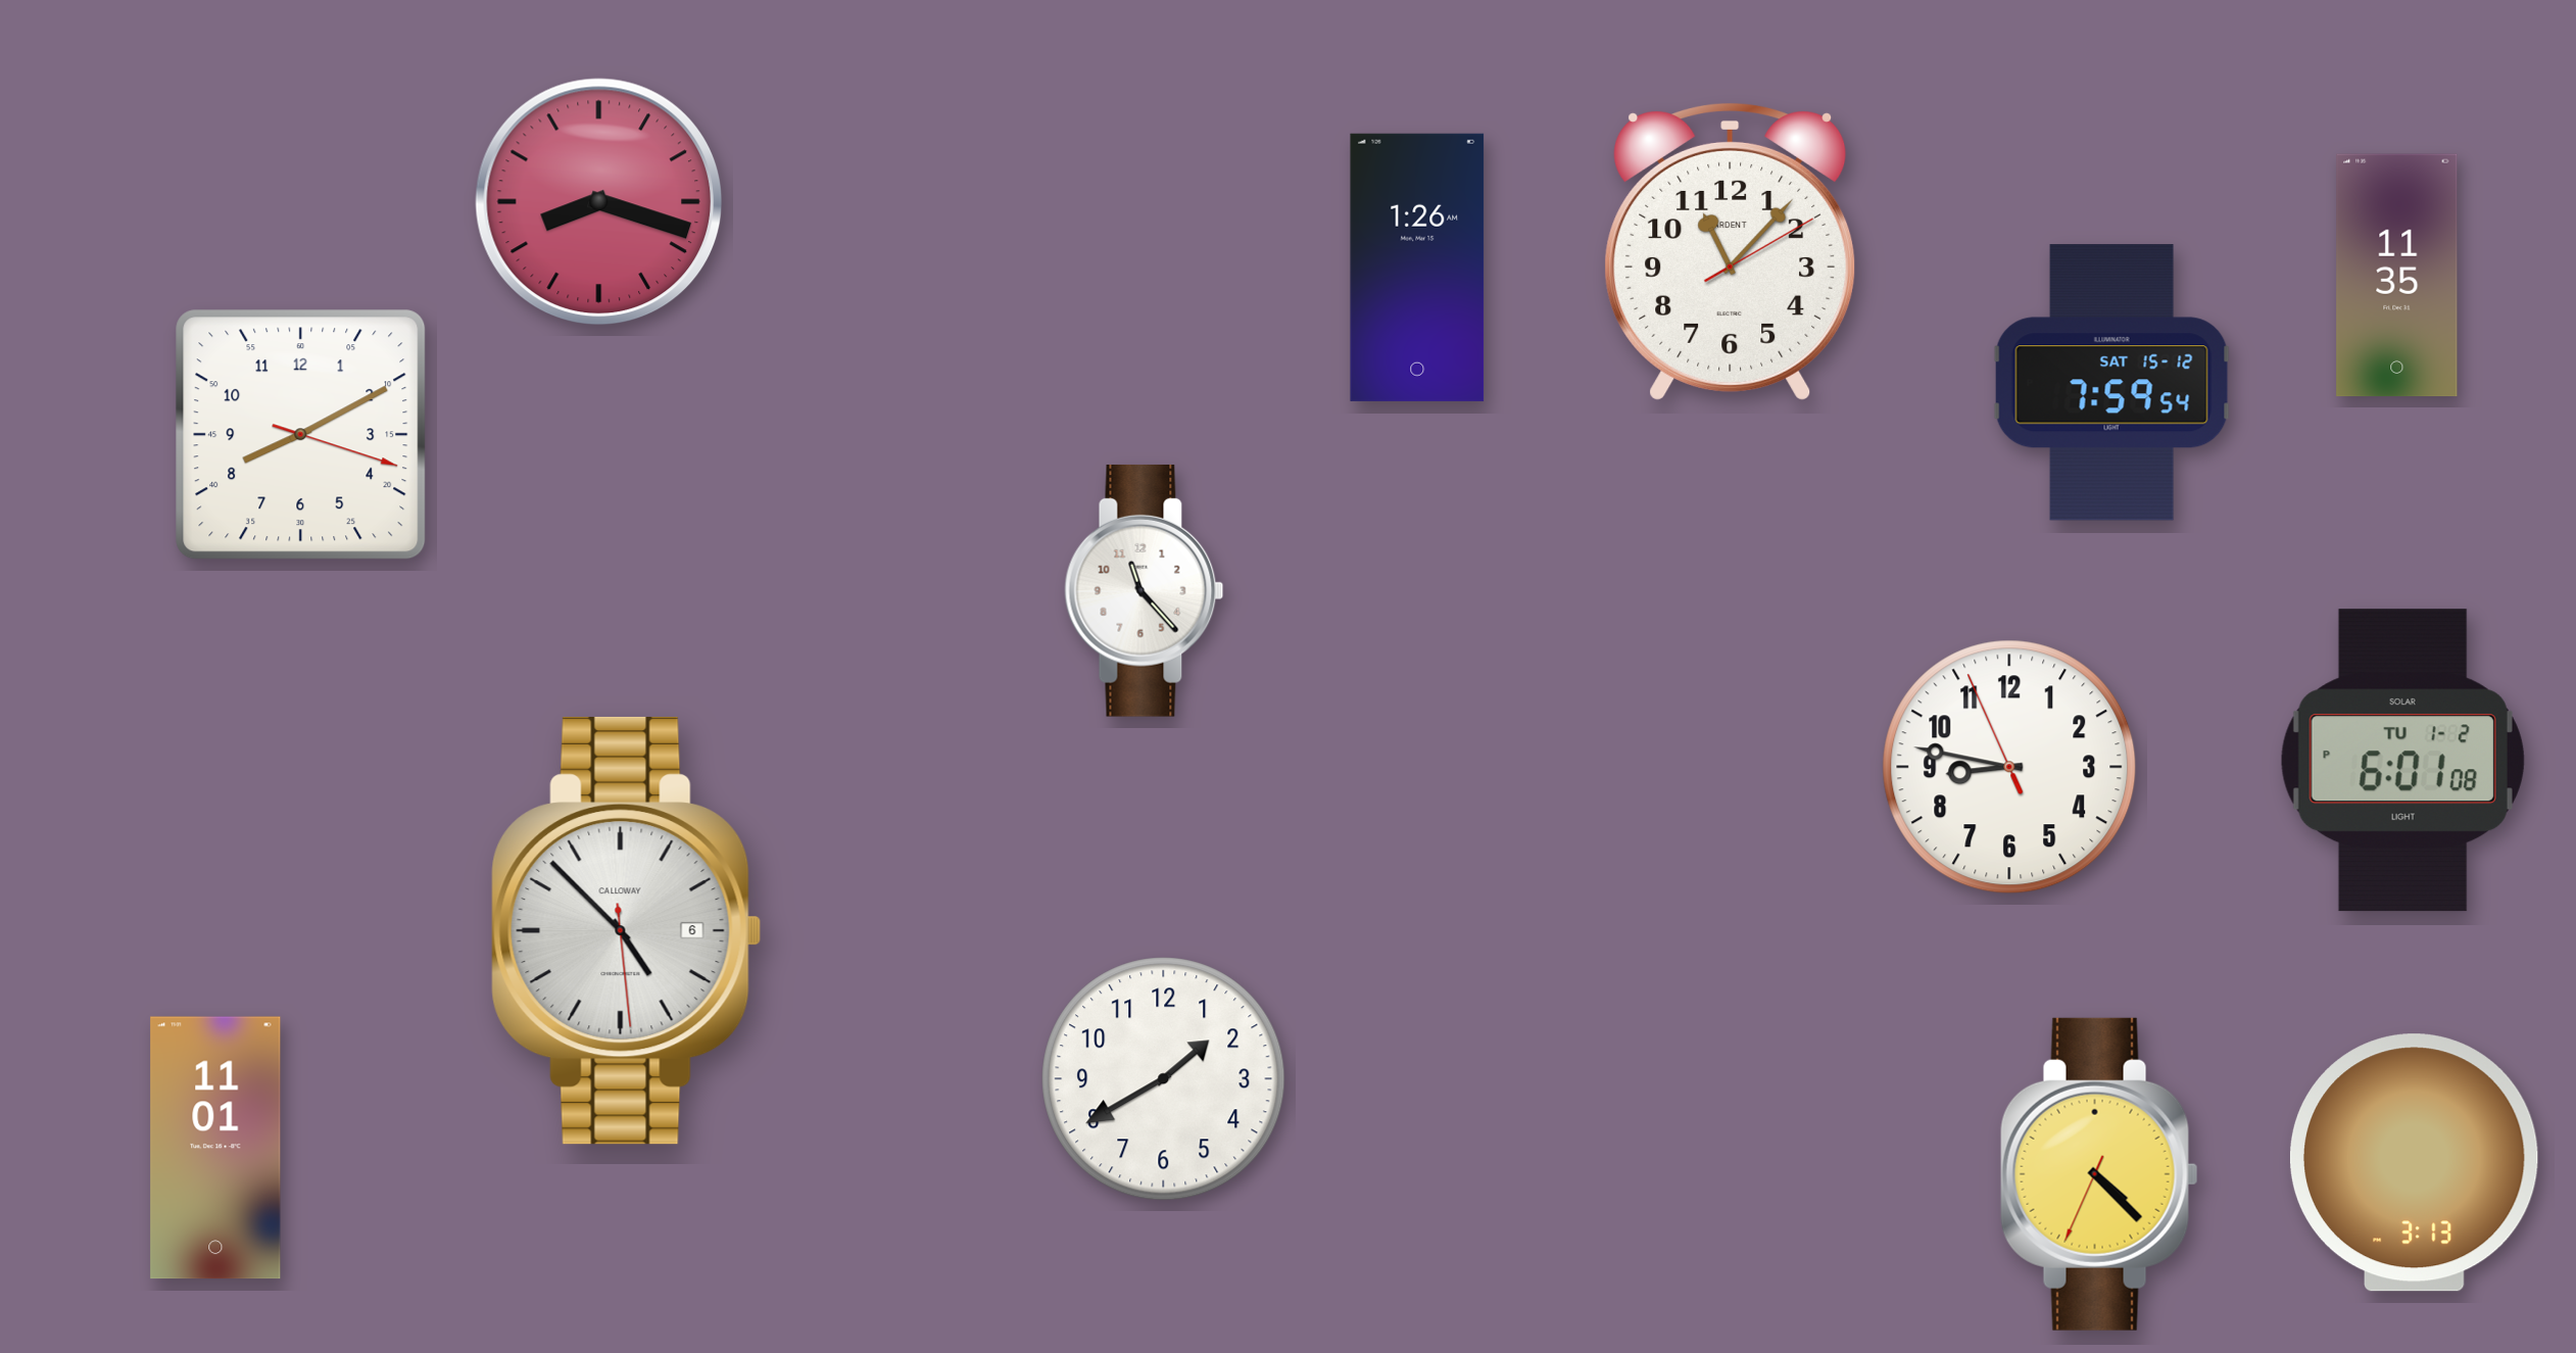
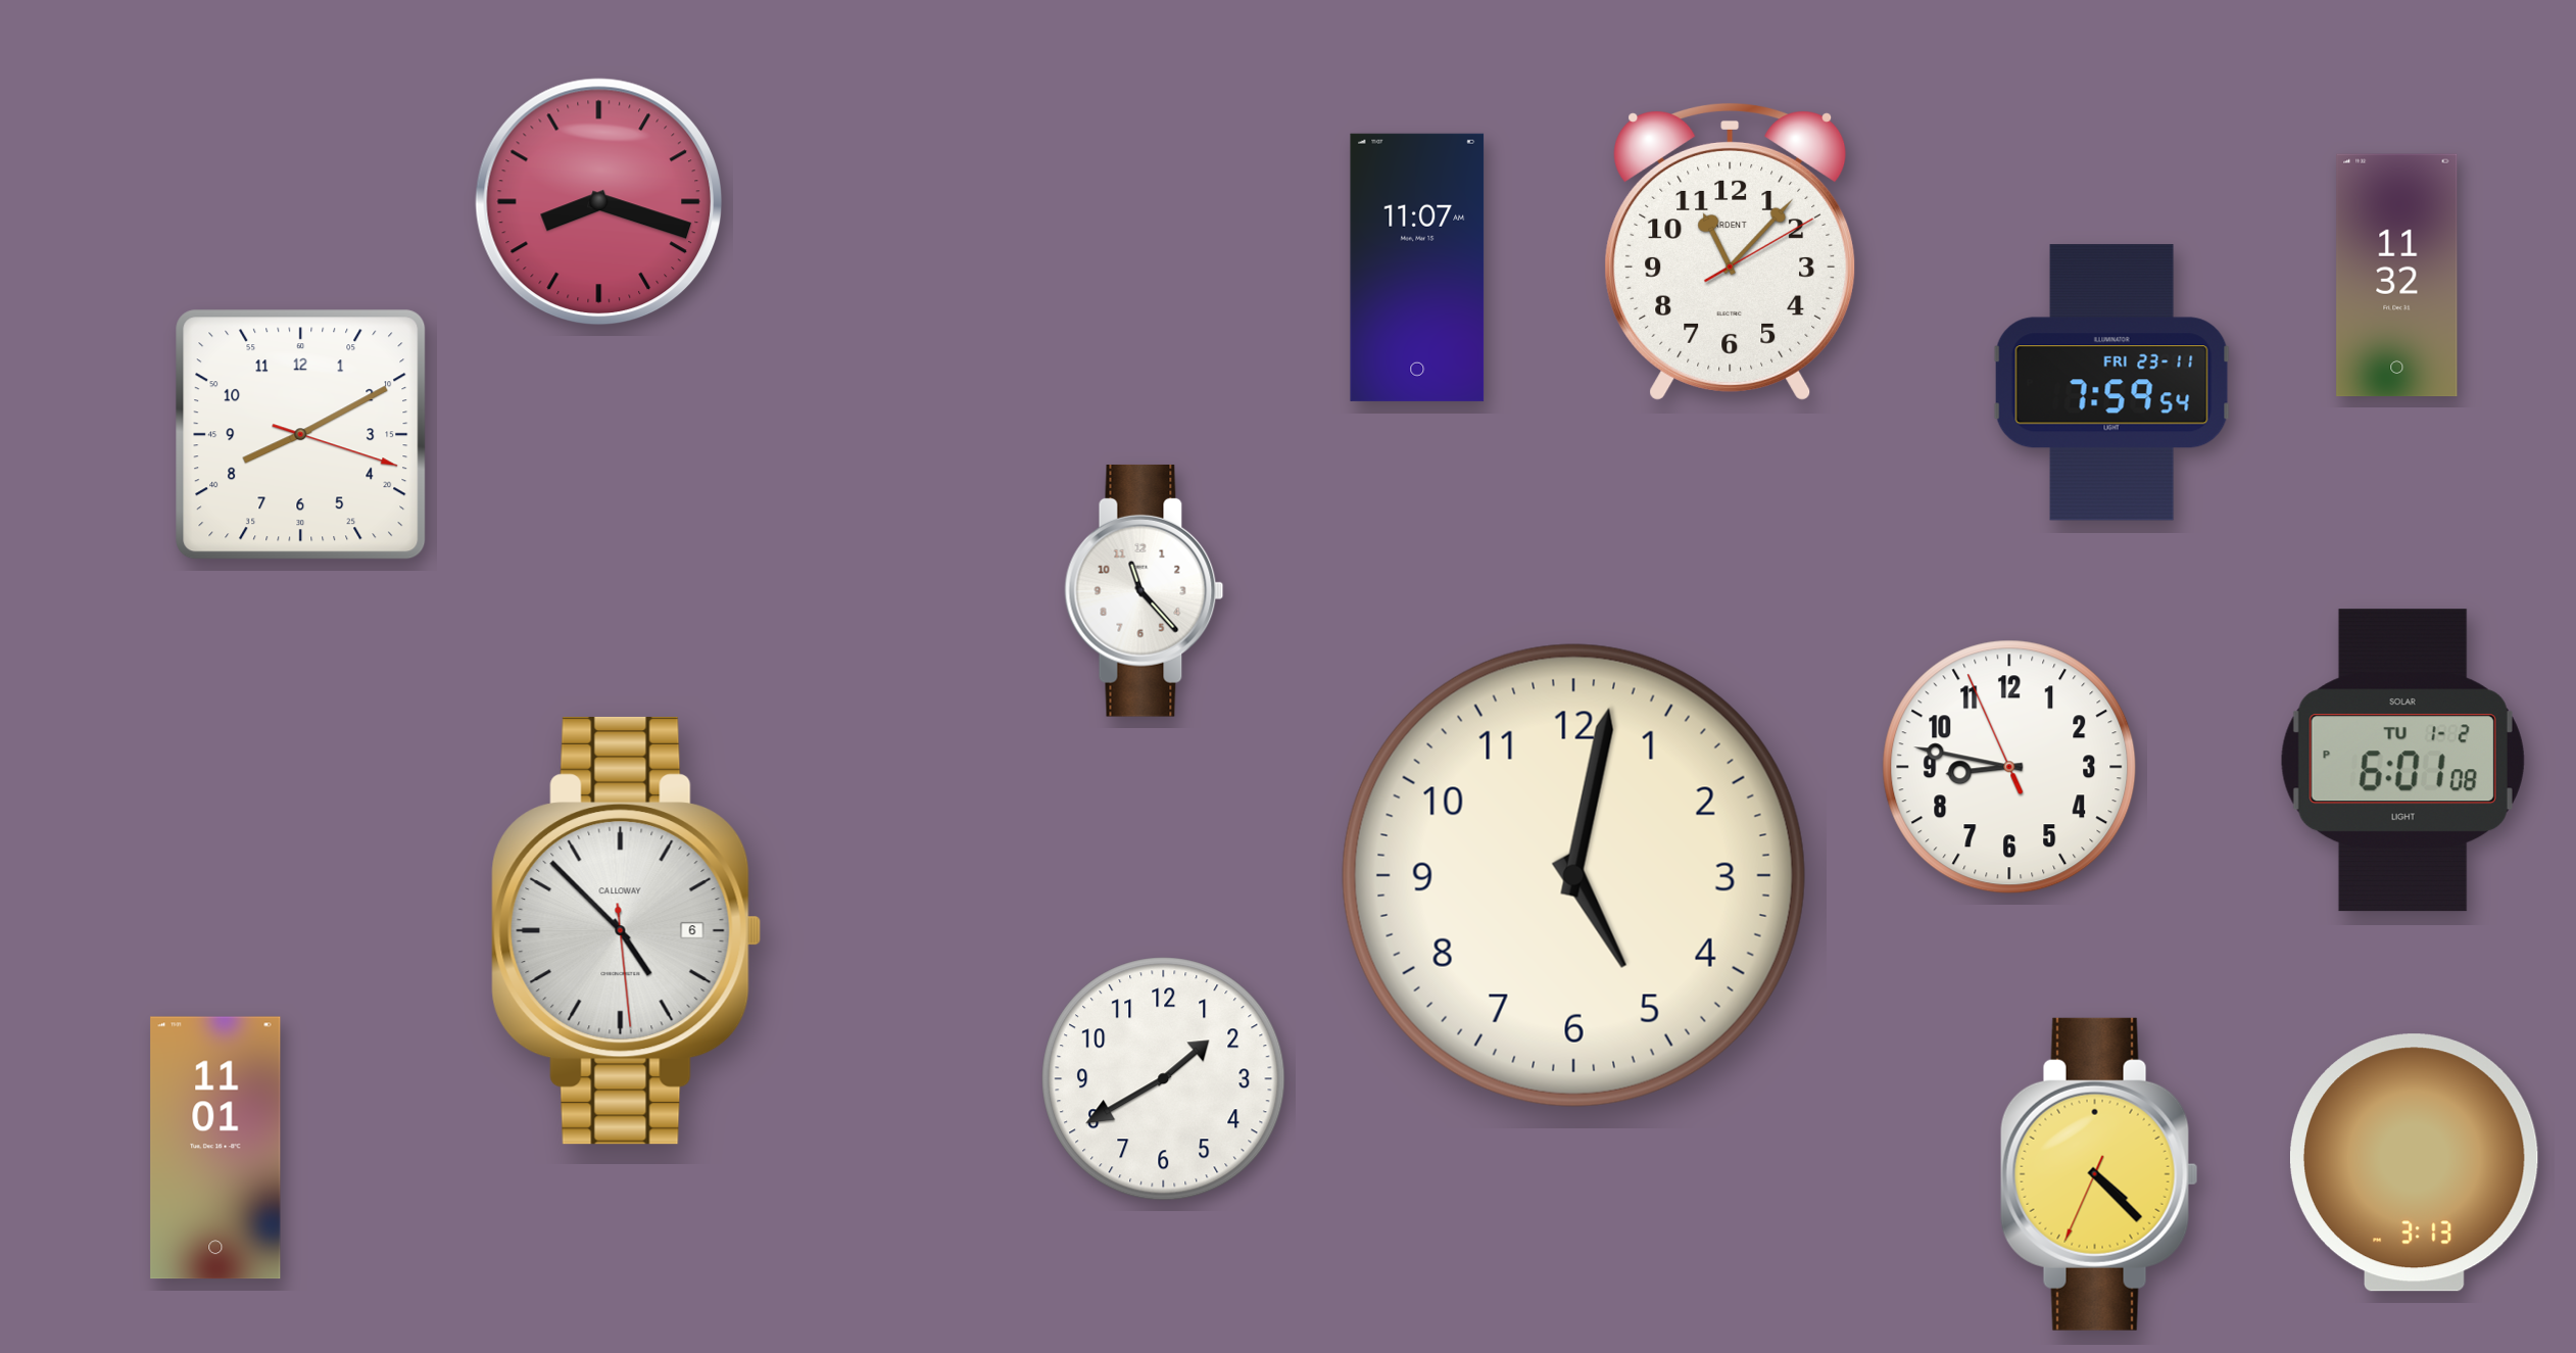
clock at (1417, 268): 1:26 -> 11:07
clock at (2397, 276): 11:35 -> 11:32
clock at (2111, 383) date: SAT 15-12 -> FRI 23-11
clock at (1573, 875): none -> 5:02
